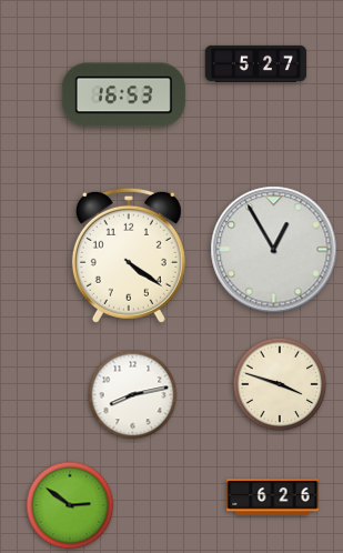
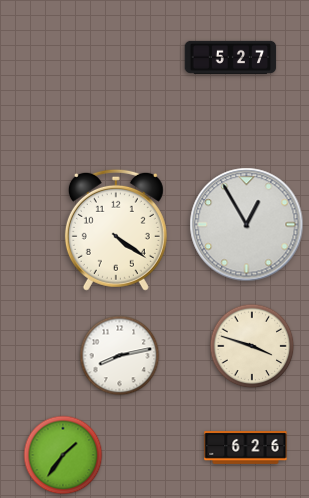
clock at (123, 95): 16:53 -> none
clock at (70, 505): 2:51 -> 1:36
